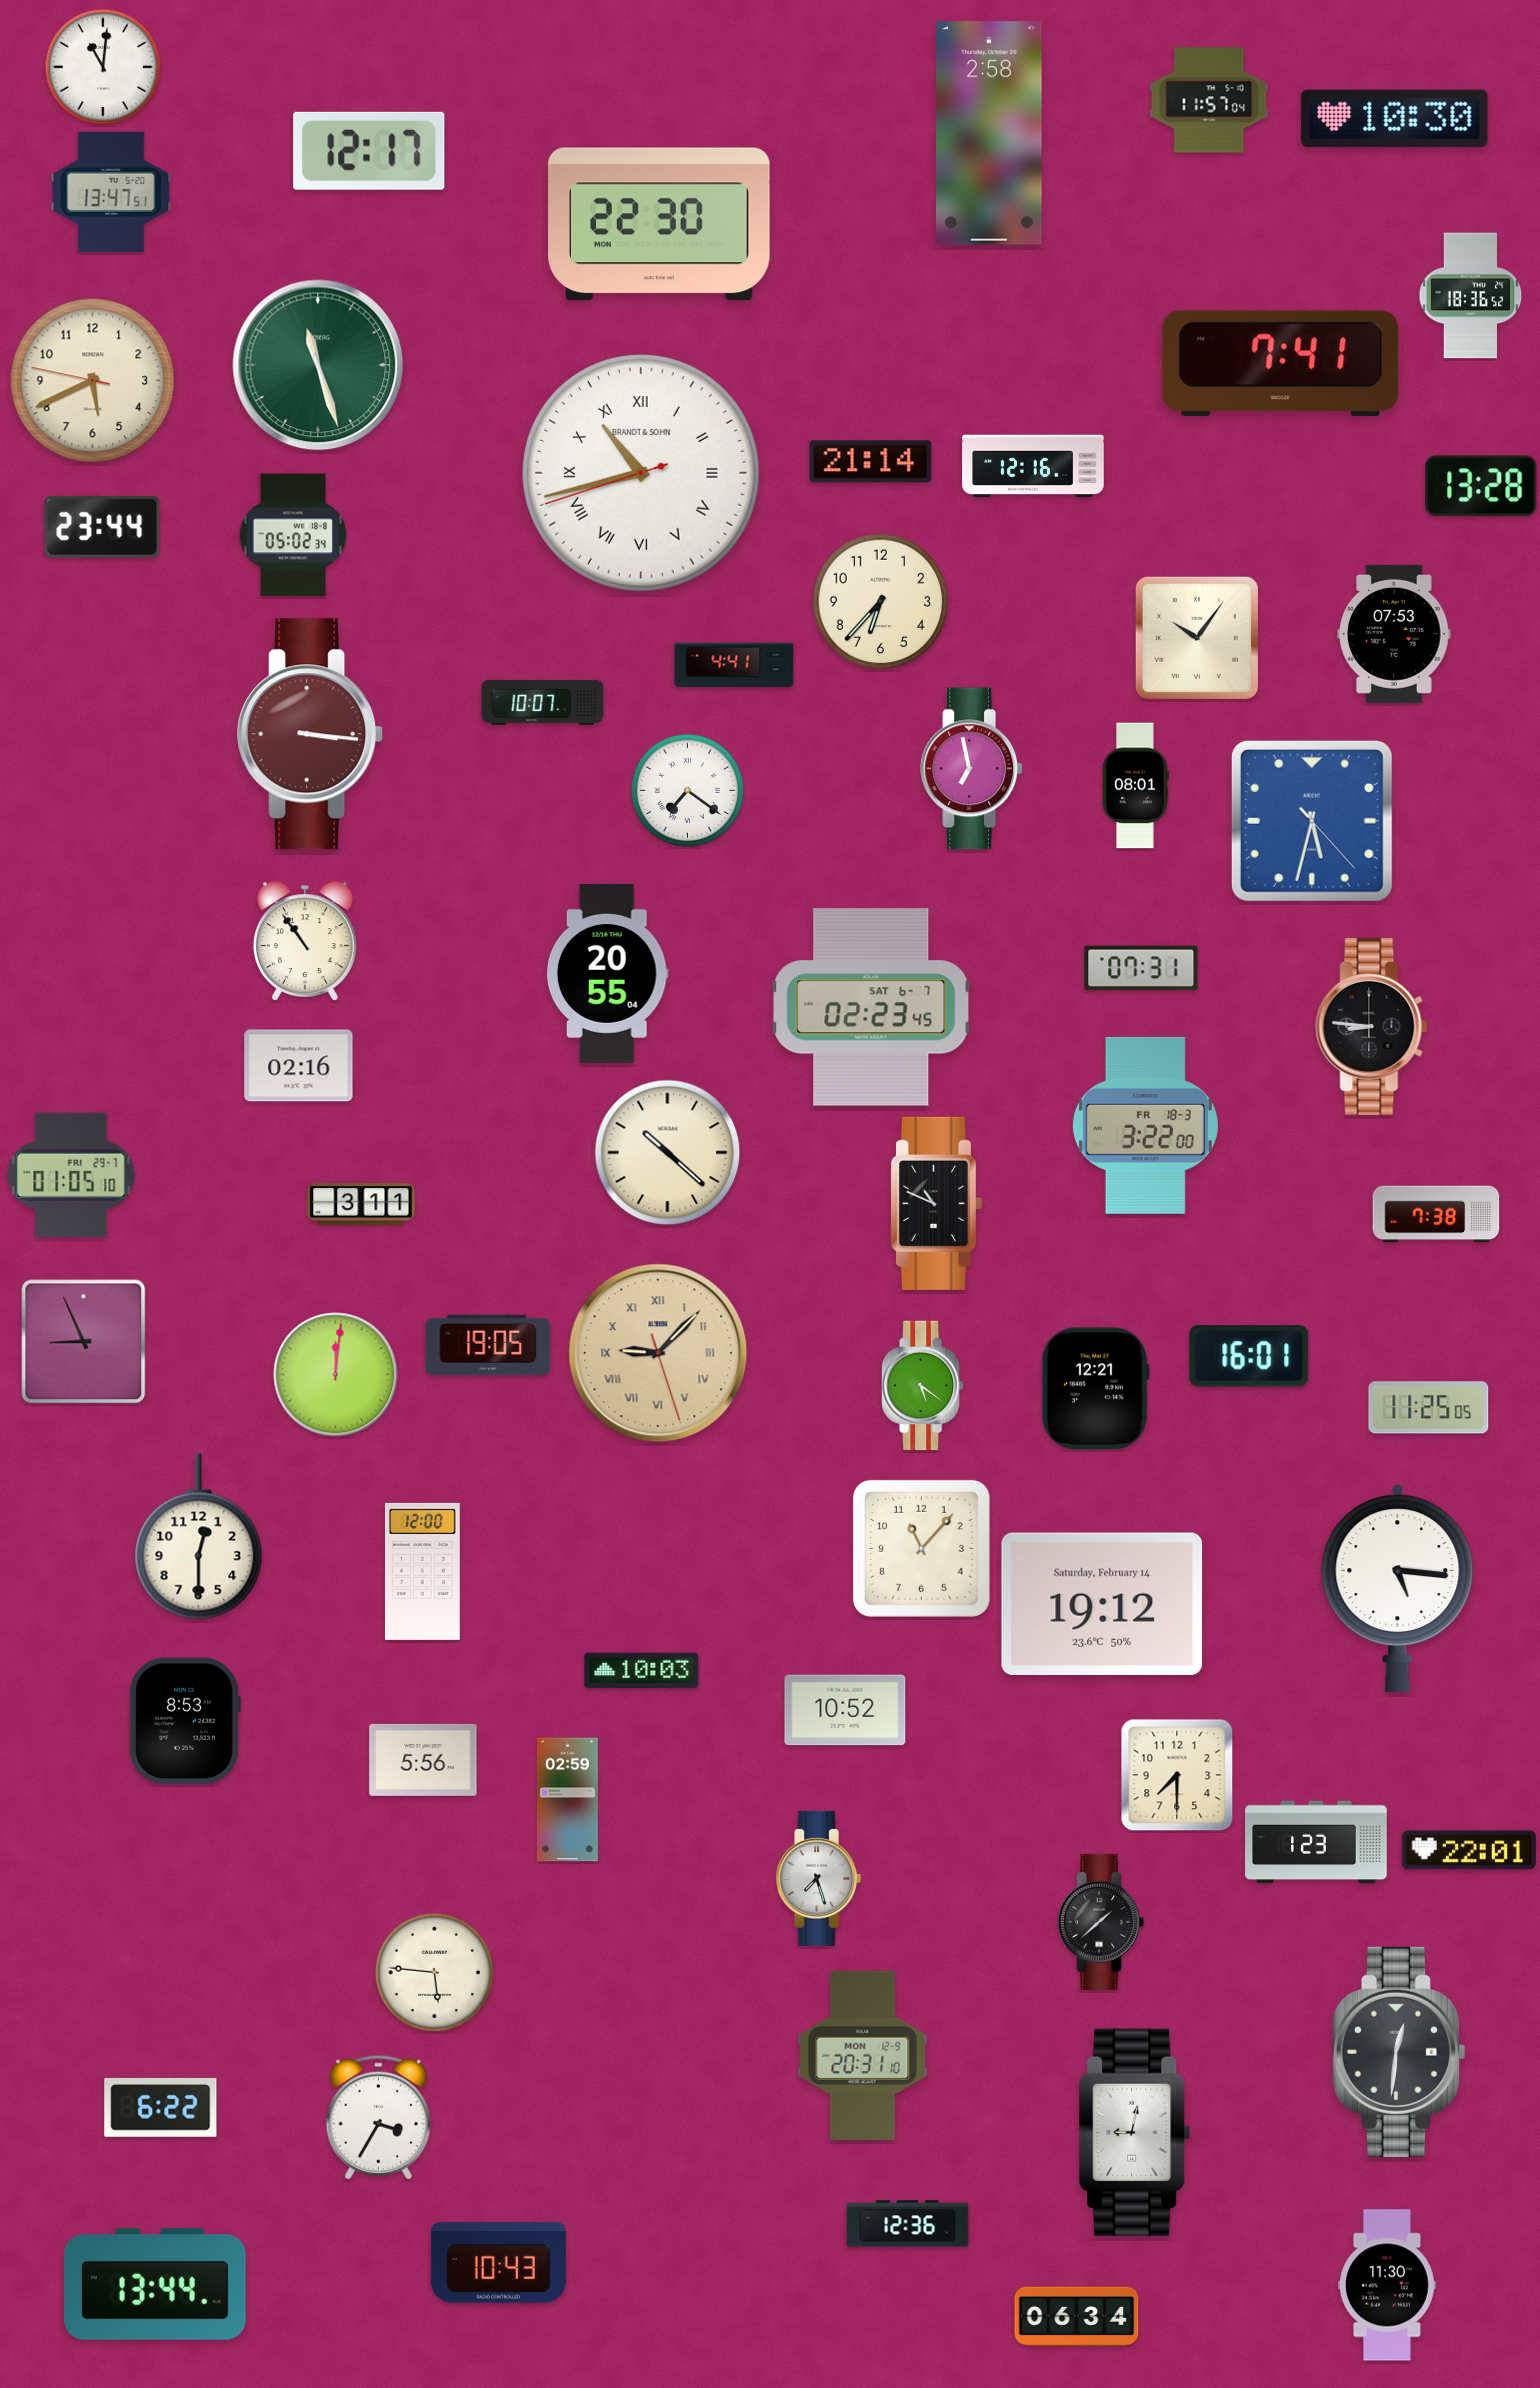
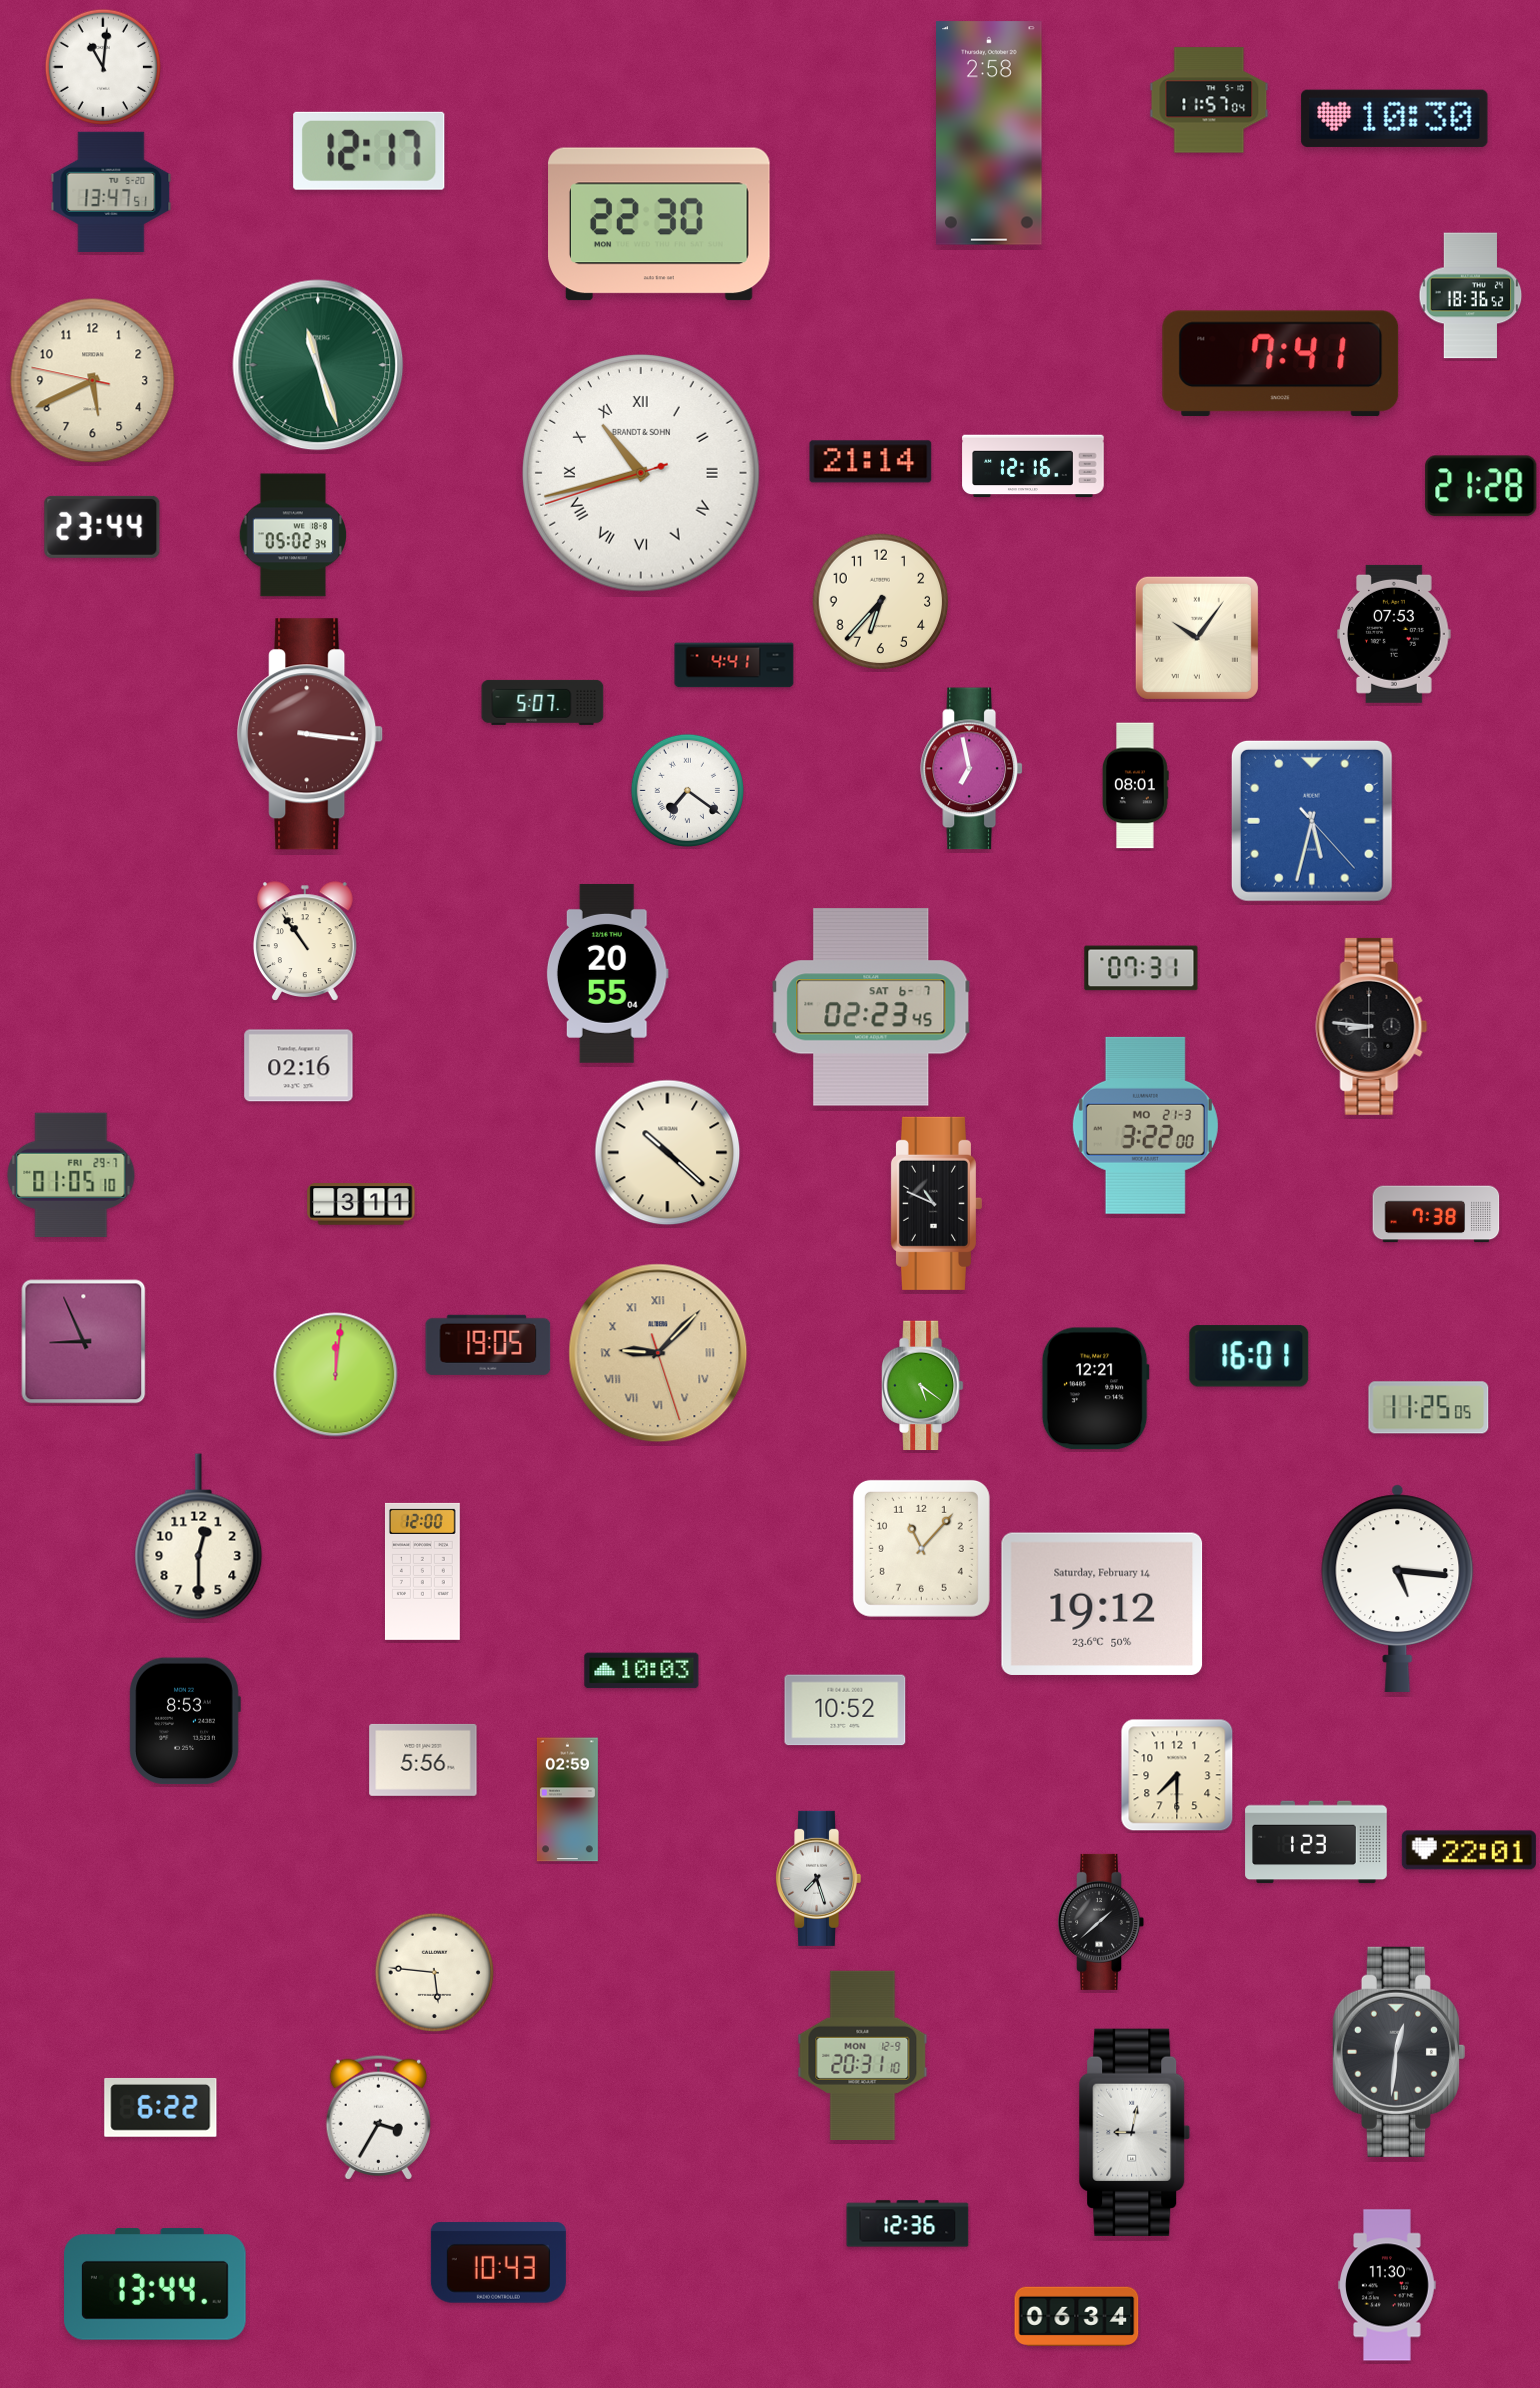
clock at (1481, 486): 13:28 -> 21:28
clock at (543, 702): 10:07 -> 5:07
clock at (1145, 1125) date: FR 18-3 -> MO 21-3
